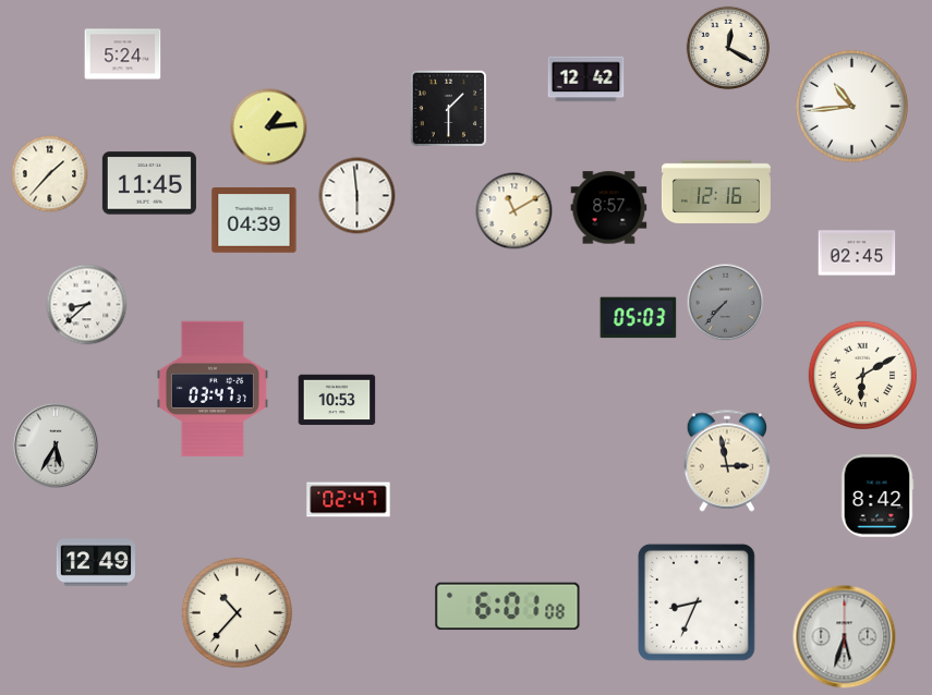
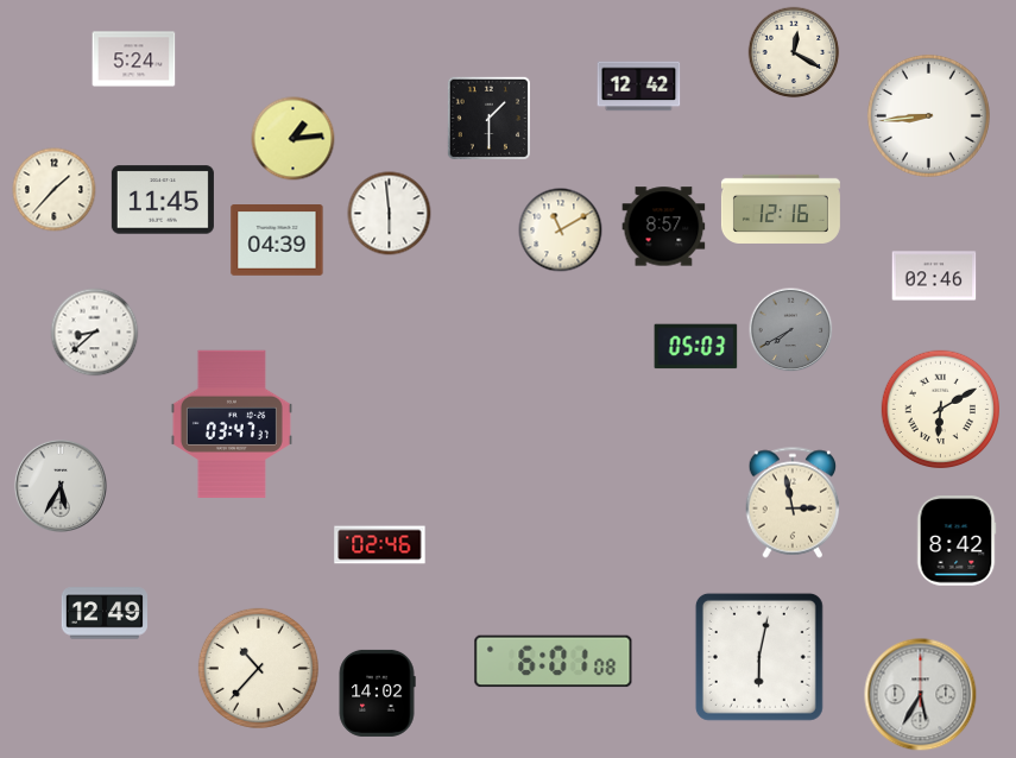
clock at (851, 106): 10:44 -> 8:44
clock at (857, 253): 02:45 -> 02:46
clock at (726, 303): 7:37 -> 7:40
clock at (337, 400): 10:53 -> none
clock at (349, 500): 02:47 -> 02:46
clock at (697, 602): 8:34 -> 6:02
clock at (377, 693): none -> 14:02
clock at (845, 637): 5:33 -> 5:35
